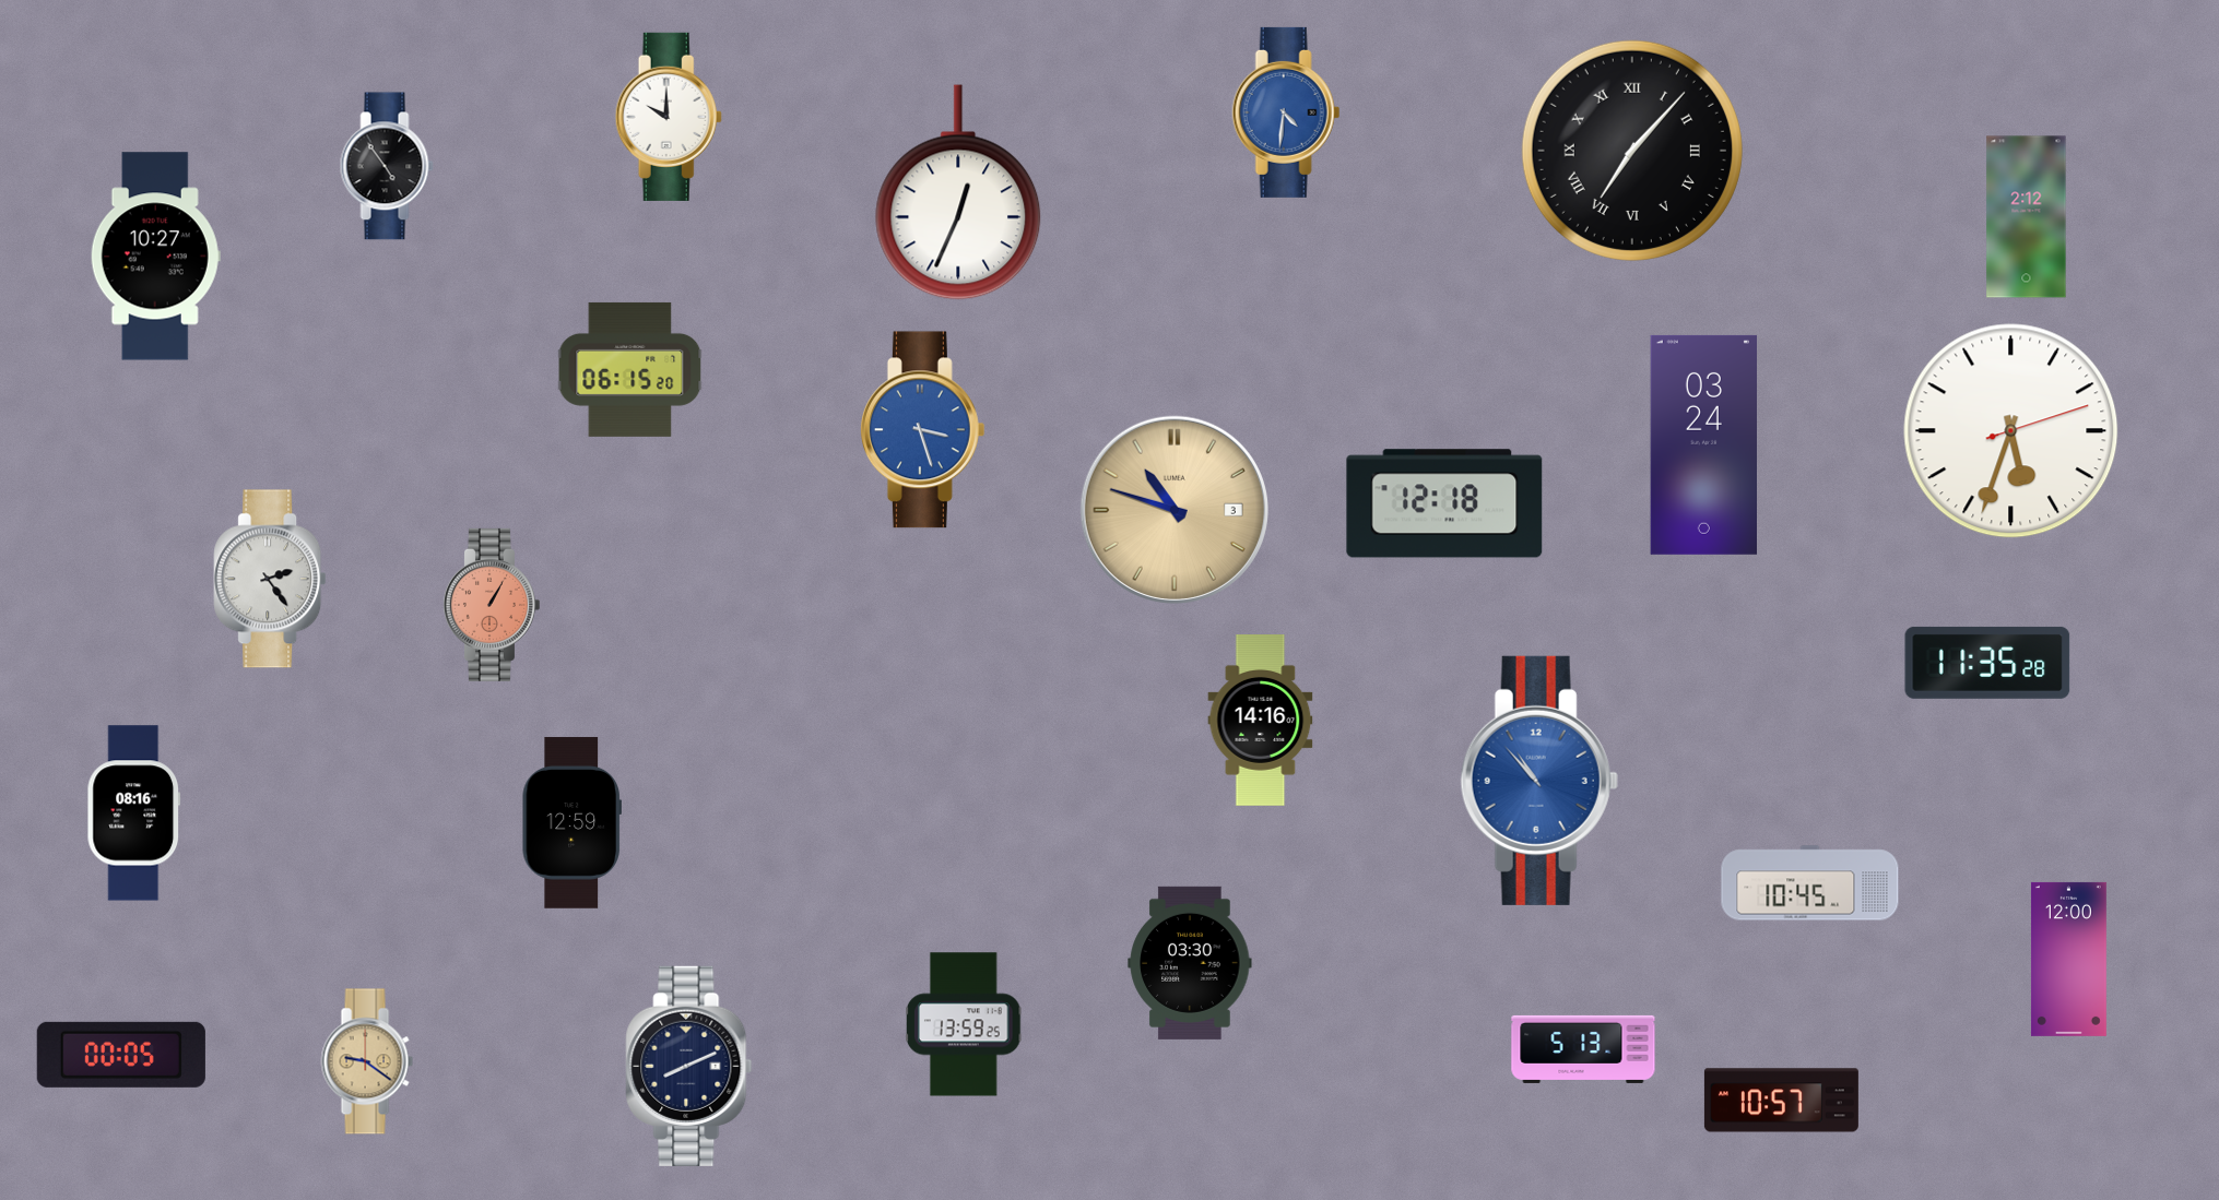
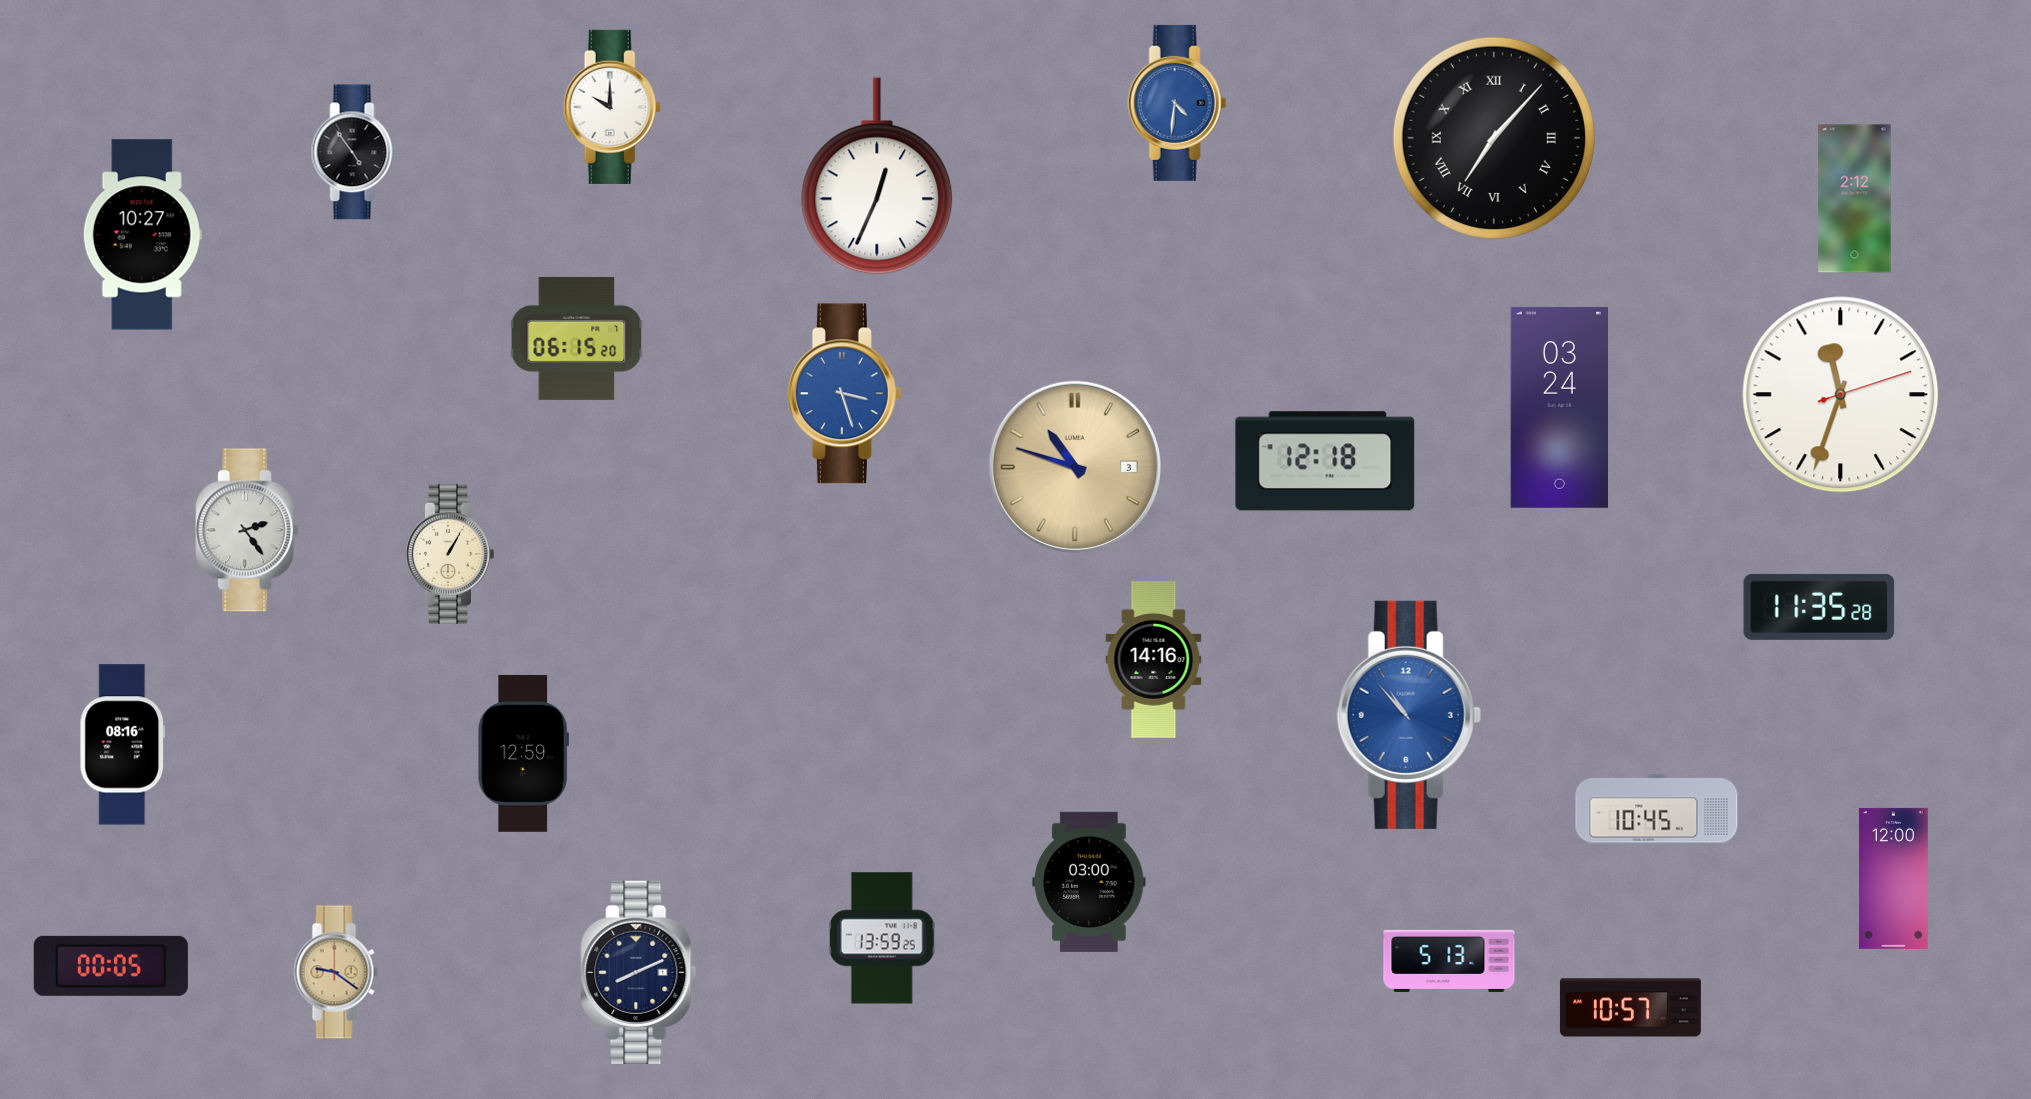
clock at (2011, 431): 5:33 -> 11:33
clock at (1444, 503) position: (1444, 503) -> (1325, 461)
clock at (491, 605) dial: salmon -> cream
clock at (1190, 963): 03:30 -> 03:00
clock at (689, 1066) position: (689, 1066) -> (639, 972)
